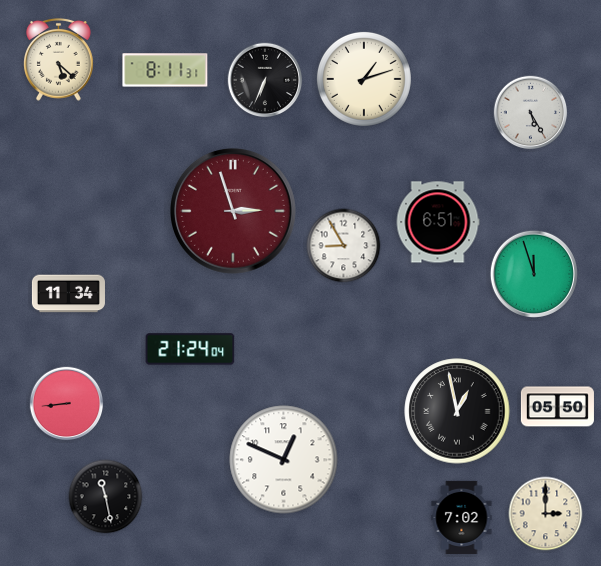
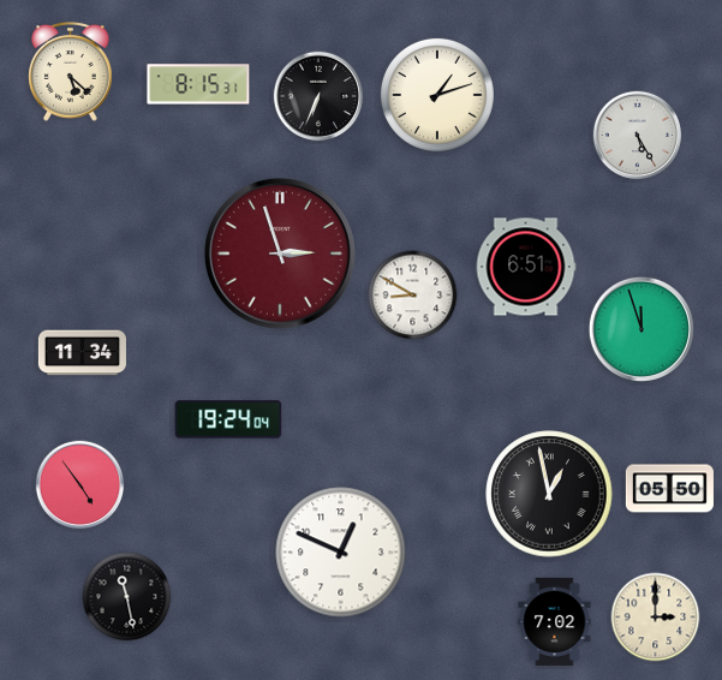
clock at (165, 70): 8:11 -> 8:15
clock at (344, 246): 8:55 -> 8:50
clock at (190, 349): 21:24 -> 19:24
clock at (67, 404): 8:44 -> 4:54
